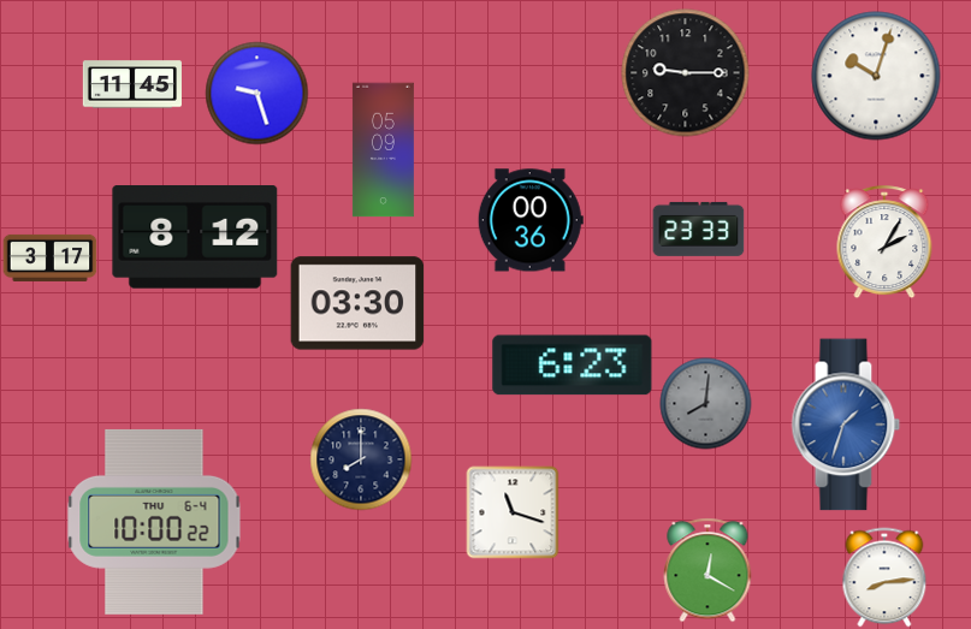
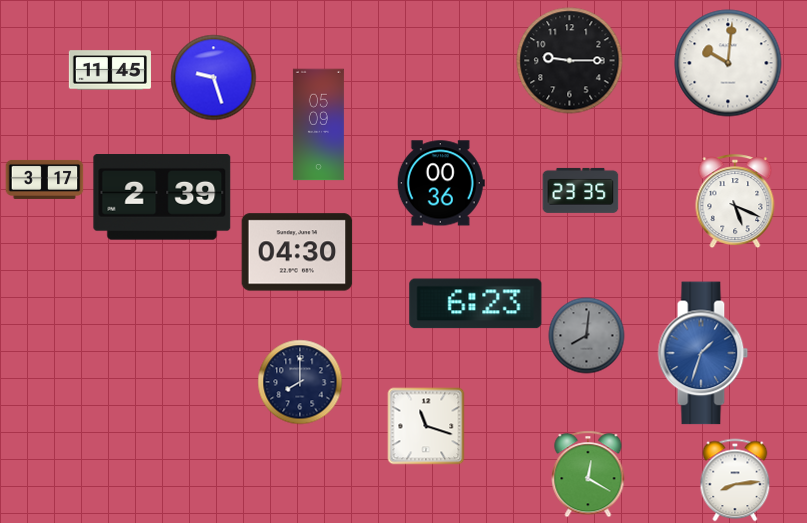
clock at (876, 76): 10:03 -> 10:01
clock at (699, 229): 23:33 -> 23:35
clock at (195, 238): 8:12 -> 2:39
clock at (884, 243): 2:05 -> 5:19
clock at (51, 257) position: (51, 257) -> (45, 179)
clock at (357, 303): 03:30 -> 04:30
clock at (154, 522): 10:00 -> none
